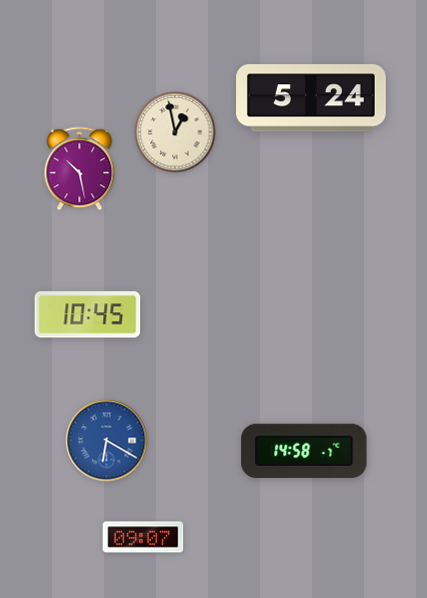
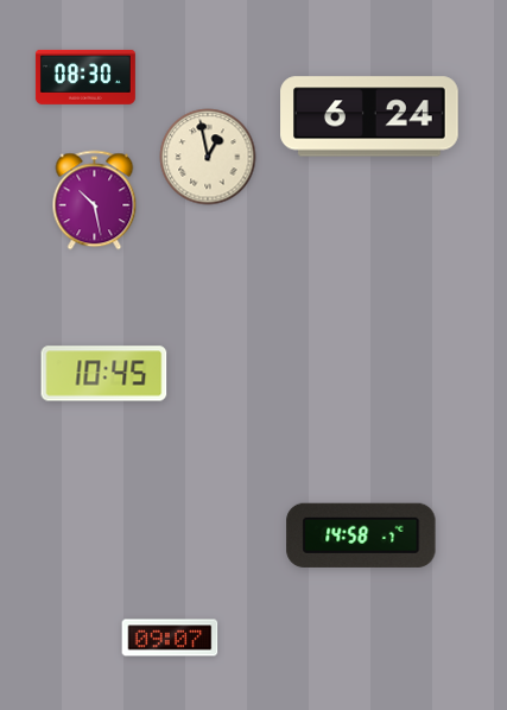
clock at (85, 77): none -> 08:30
clock at (311, 98): 5:24 -> 6:24
clock at (107, 441): 6:20 -> none
